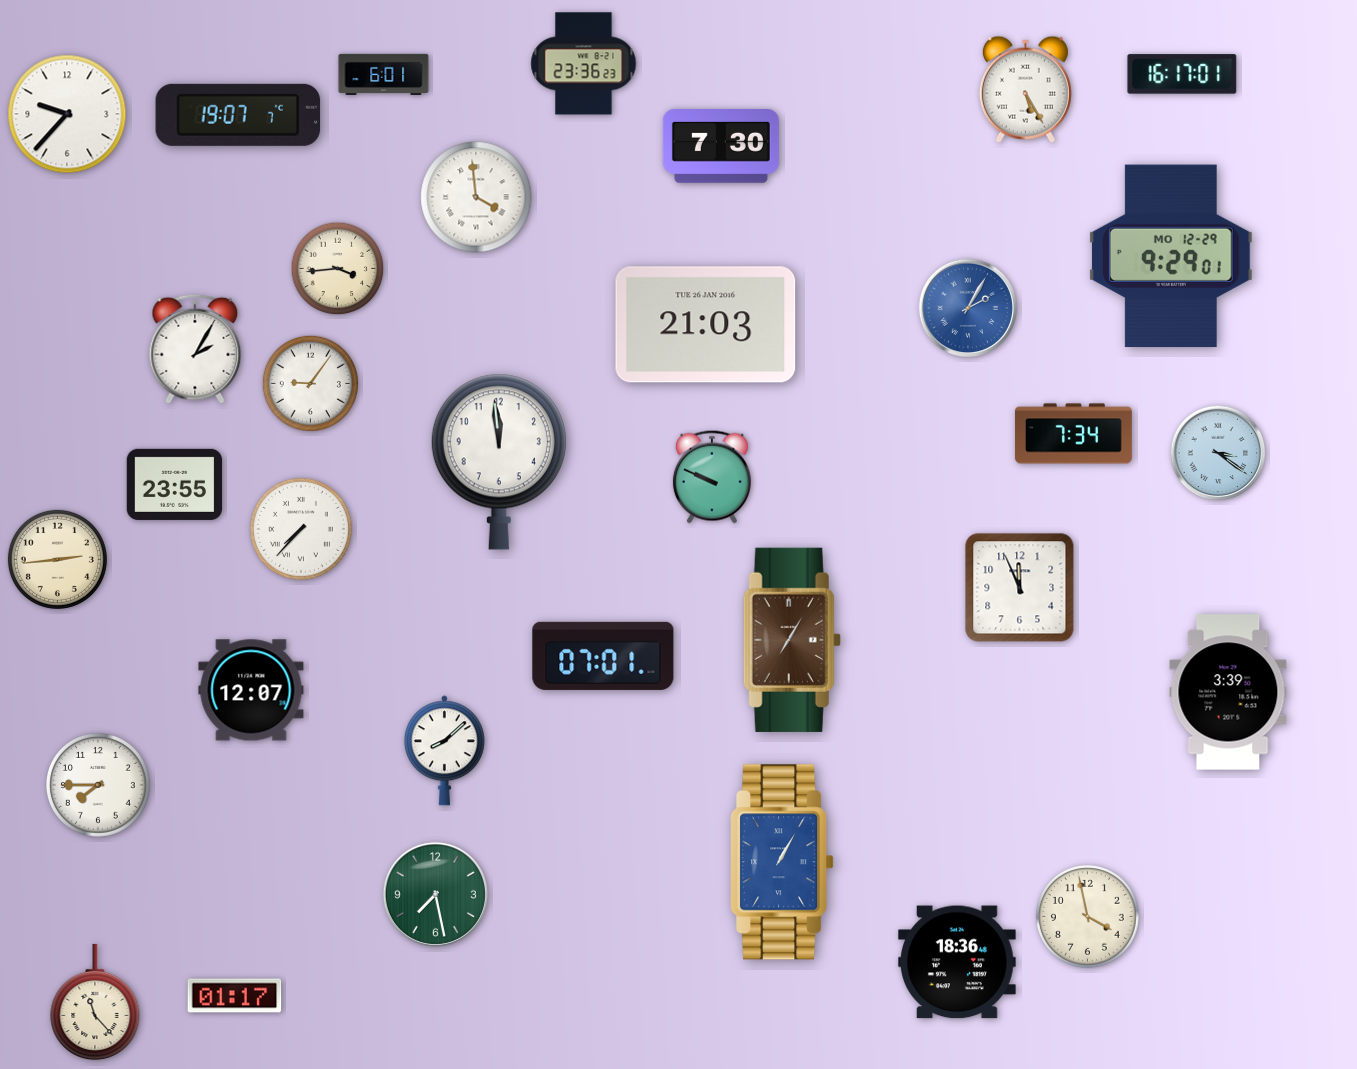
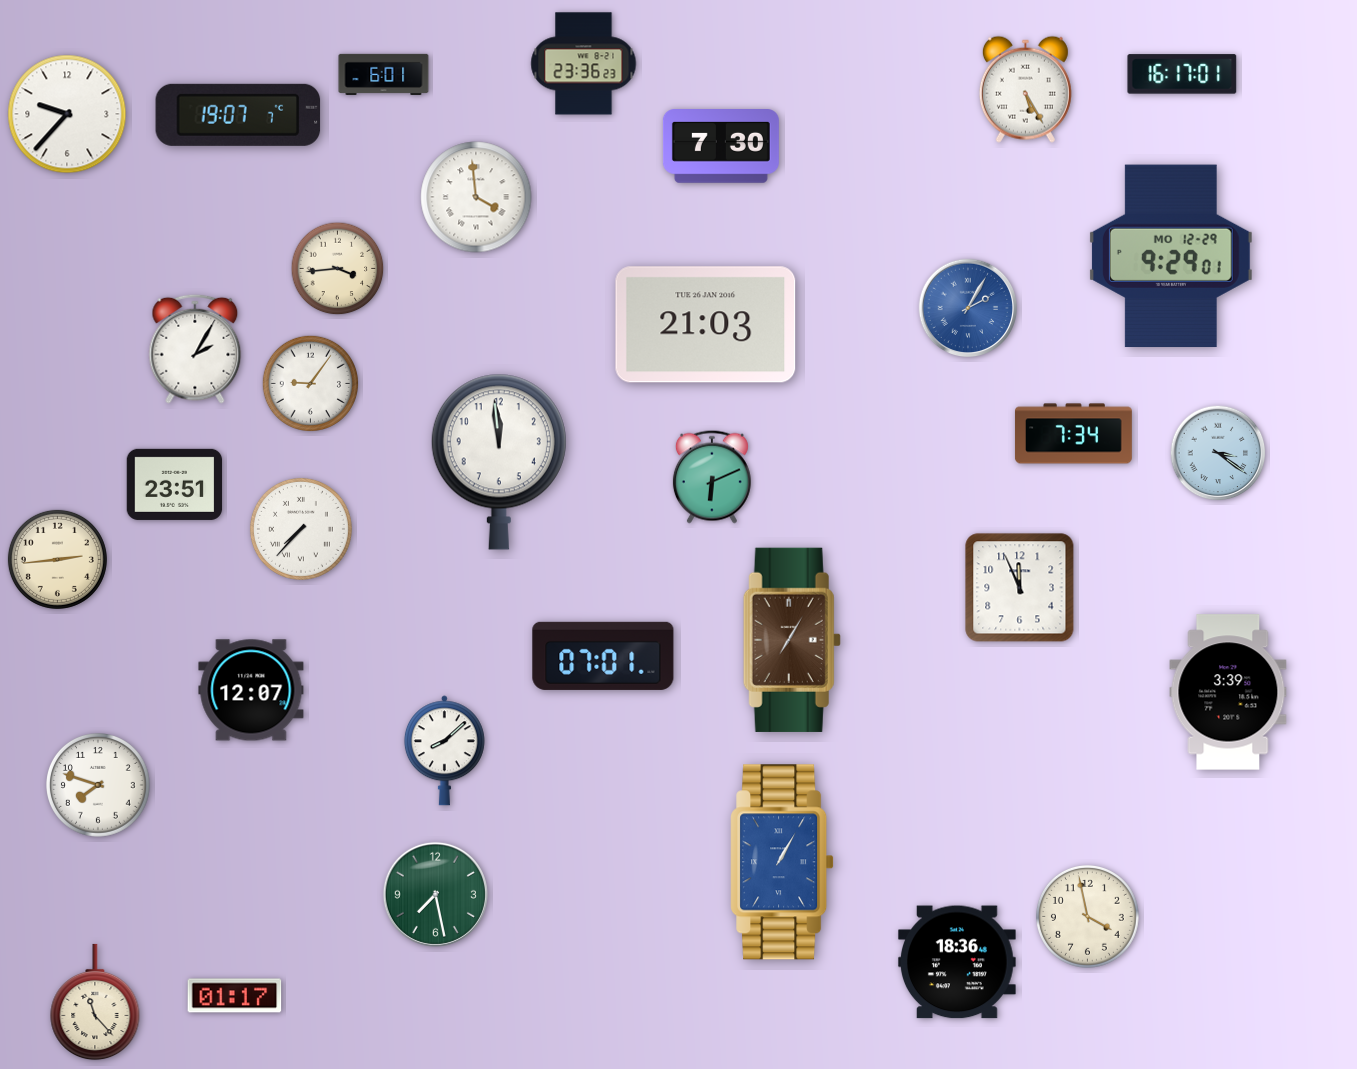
clock at (712, 477): 9:49 -> 6:11
clock at (175, 484): 23:55 -> 23:51
clock at (99, 786): 7:45 -> 7:48
